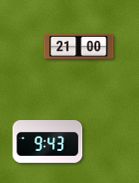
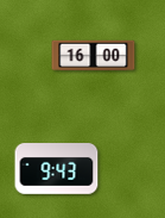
clock at (79, 47): 21:00 -> 16:00
